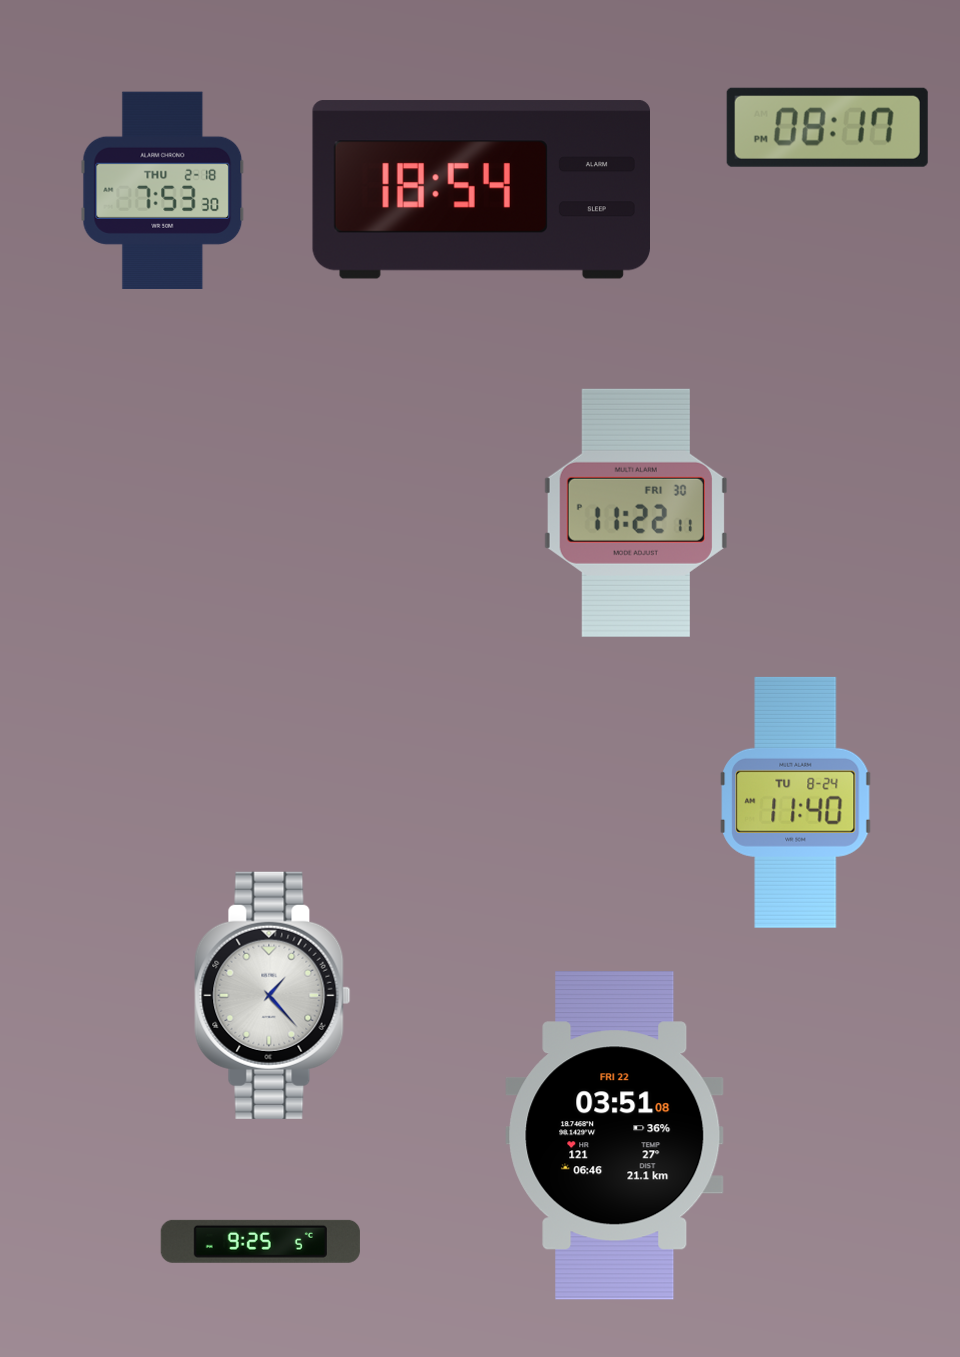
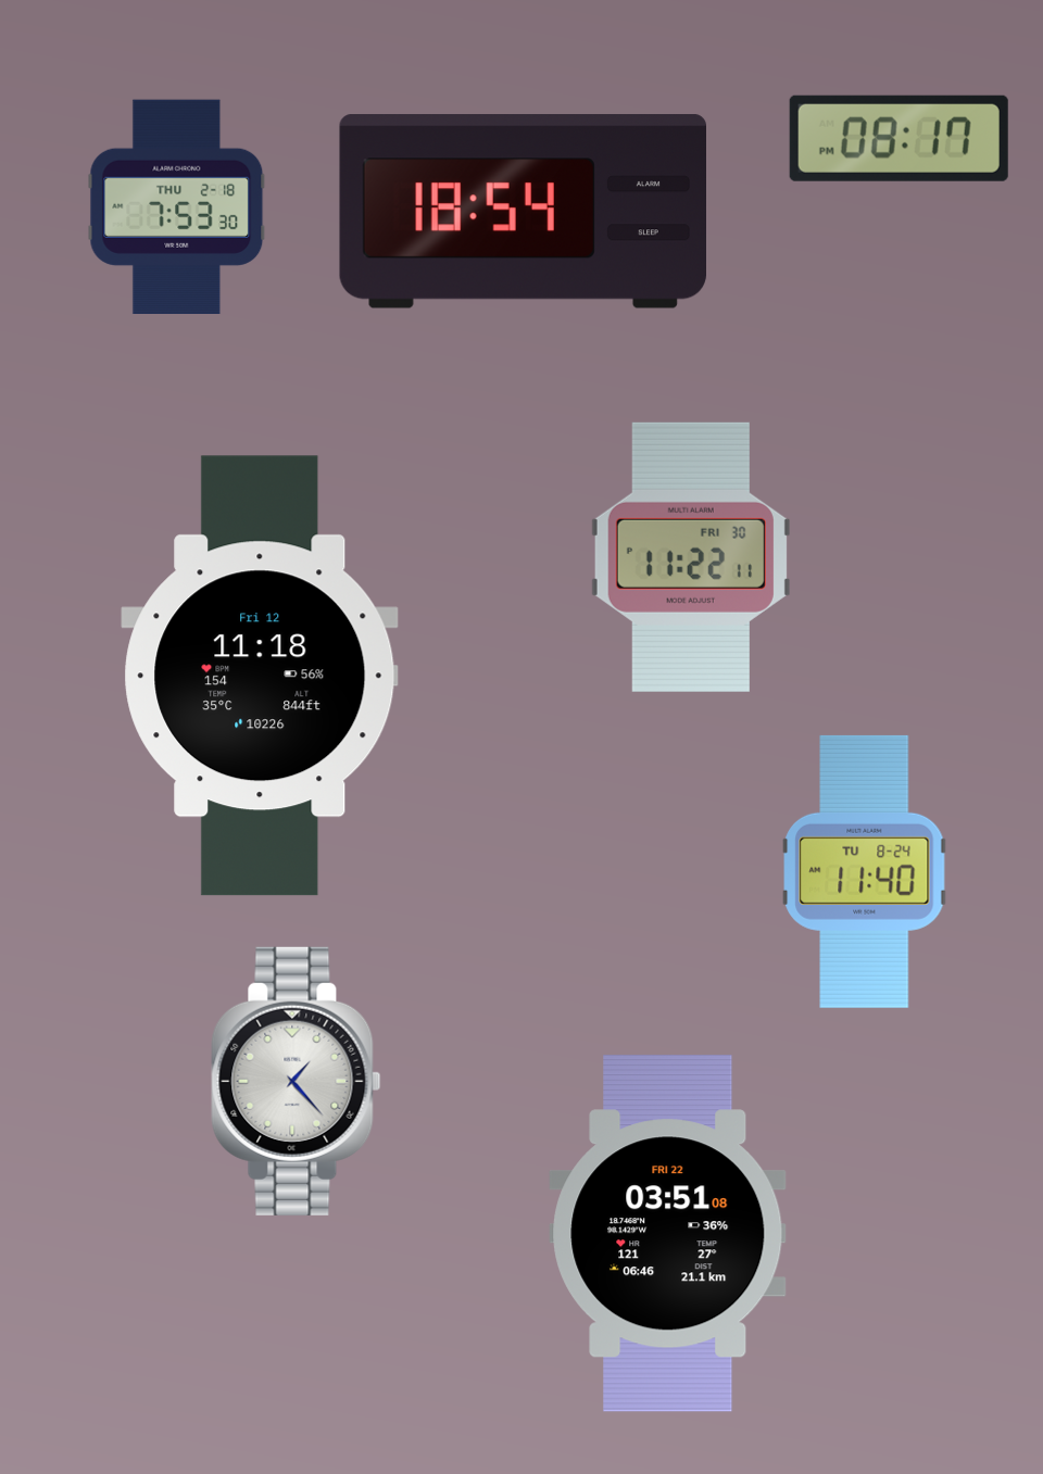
clock at (481, 190) position: (481, 190) -> (523, 212)
clock at (260, 676): none -> 11:18
clock at (260, 1241): 9:25 -> none
